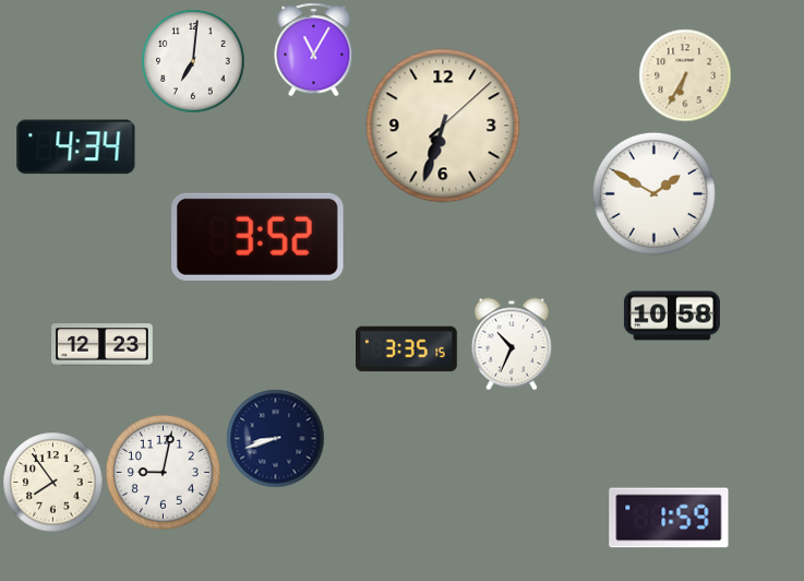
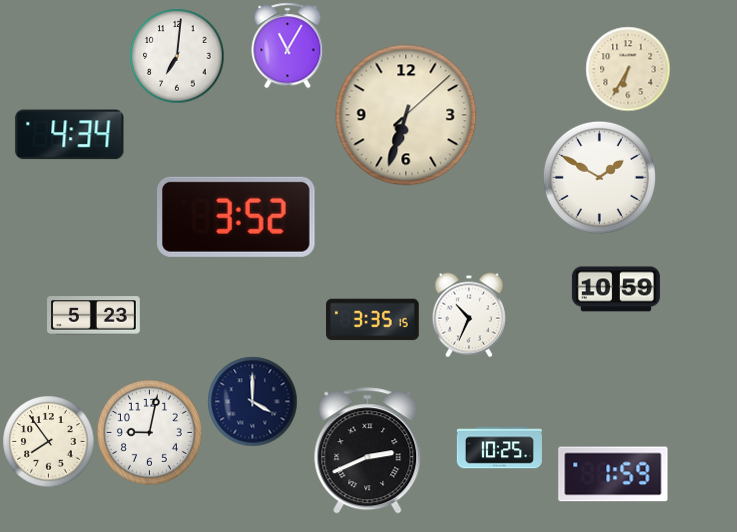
clock at (672, 316): 10:58 -> 10:59
clock at (103, 345): 12:23 -> 5:23
clock at (275, 438): 8:42 -> 4:00
clock at (499, 448): none -> 10:25
clock at (368, 451): none -> 2:41
